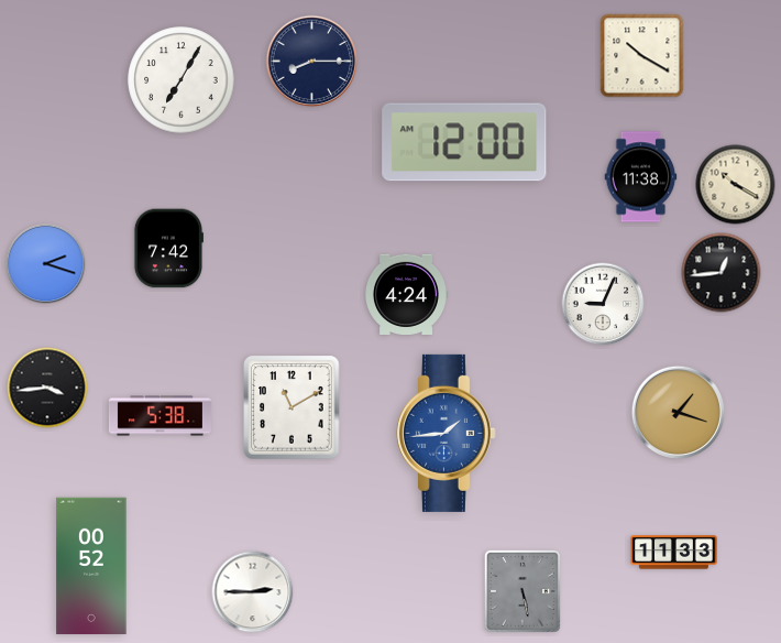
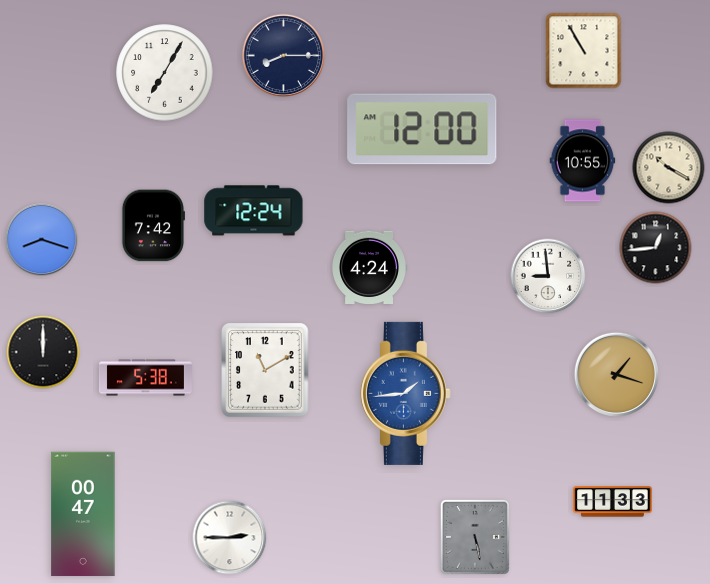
clock at (642, 56): 10:20 -> 10:55
clock at (641, 177): 11:38 -> 10:55
clock at (254, 211): none -> 12:24
clock at (46, 264): 2:18 -> 8:18
clock at (603, 304): 9:04 -> 8:59
clock at (47, 388): 3:44 -> 12:00
clock at (91, 566): 00:52 -> 00:47
